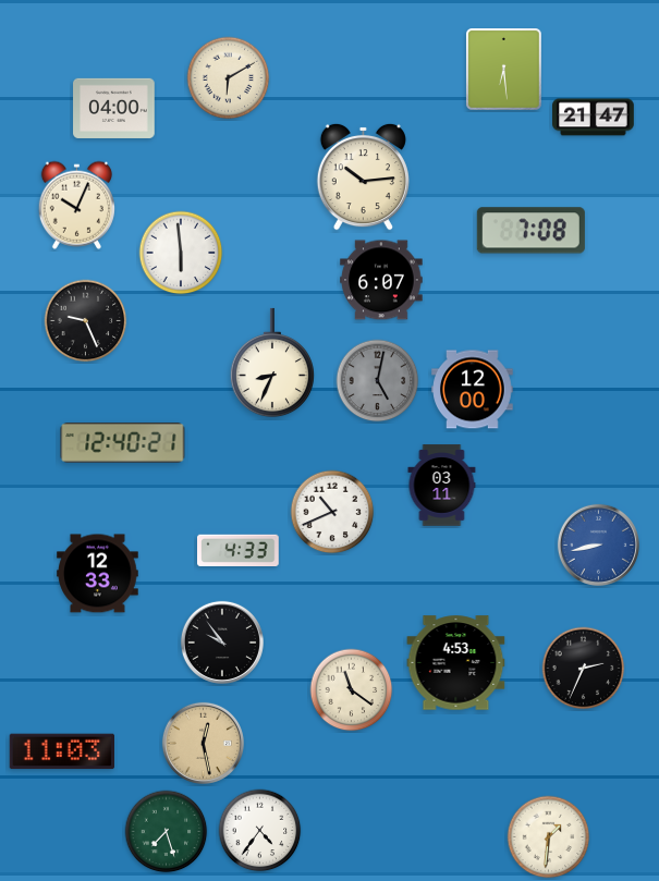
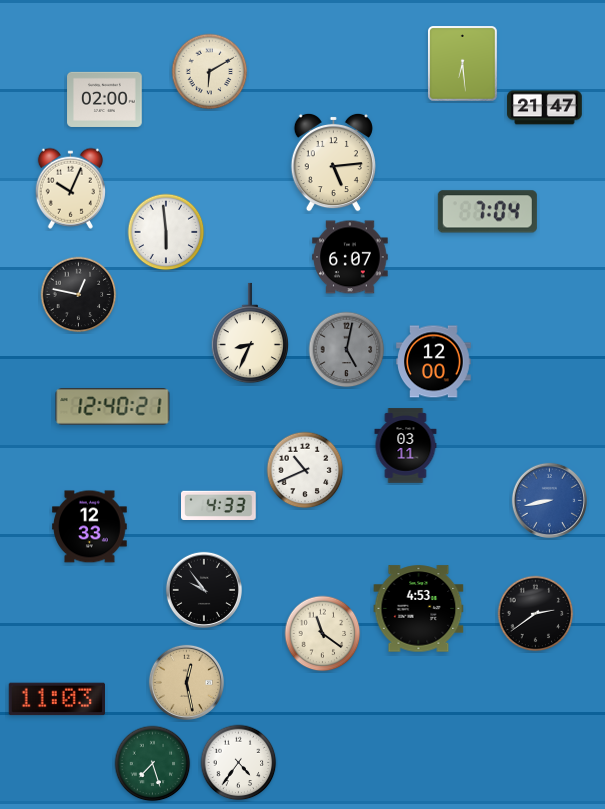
clock at (114, 108): 04:00 -> 02:00
clock at (363, 176): 10:14 -> 5:14
clock at (530, 231): 7:08 -> 7:04
clock at (86, 321): 9:26 -> 12:47
clock at (473, 390) position: (473, 390) -> (434, 362)
clock at (584, 669): 2:34 -> 2:39
clock at (61, 751) position: (61, 751) -> (56, 699)
clock at (549, 837): 1:31 -> none
